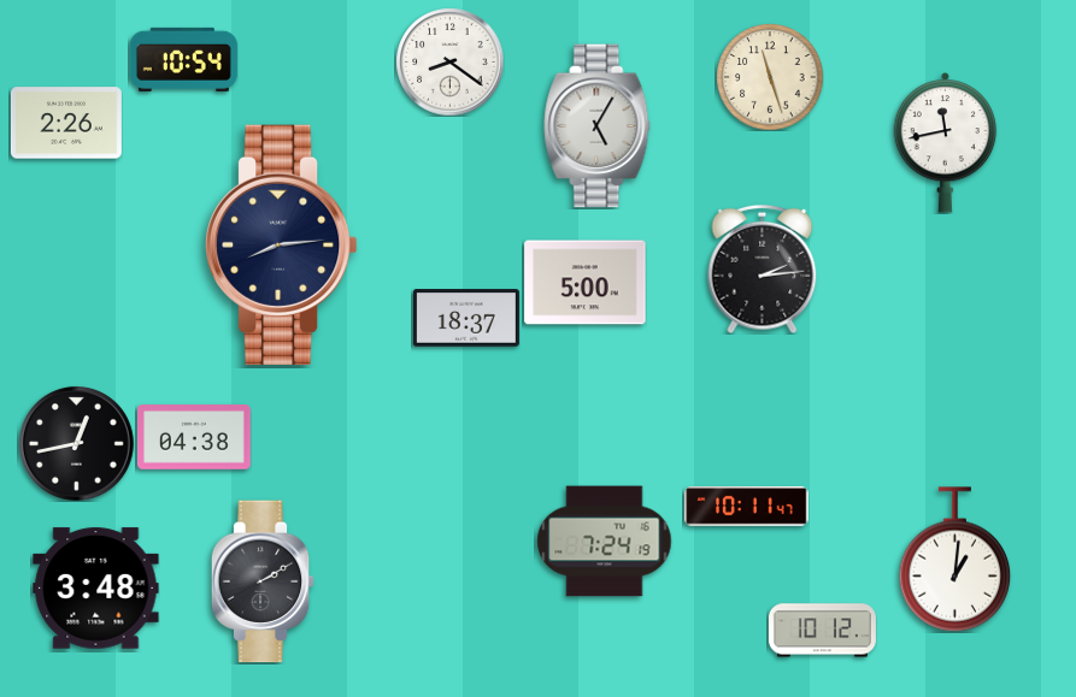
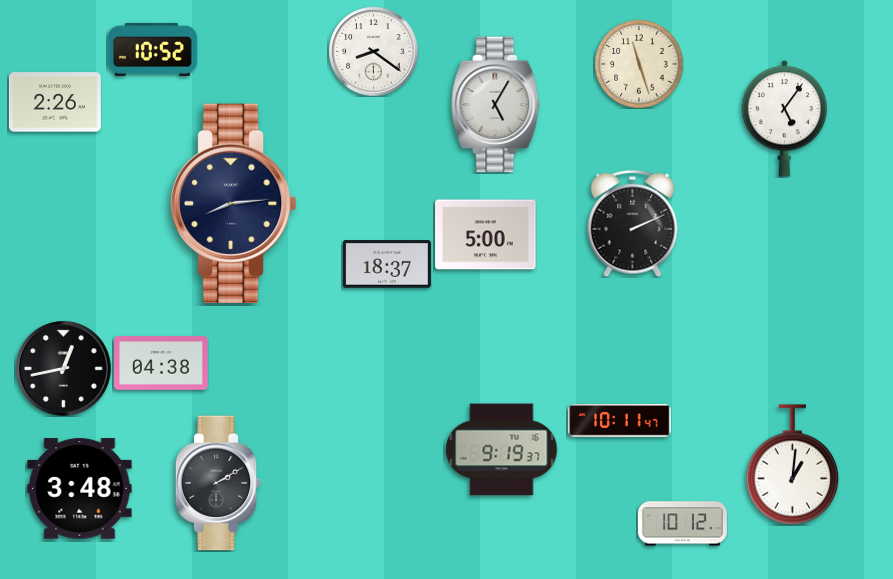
clock at (183, 59): 10:54 -> 10:52
clock at (946, 142): 11:43 -> 5:06
clock at (763, 268): 2:14 -> 2:11
clock at (605, 542): 7:24 -> 9:19
